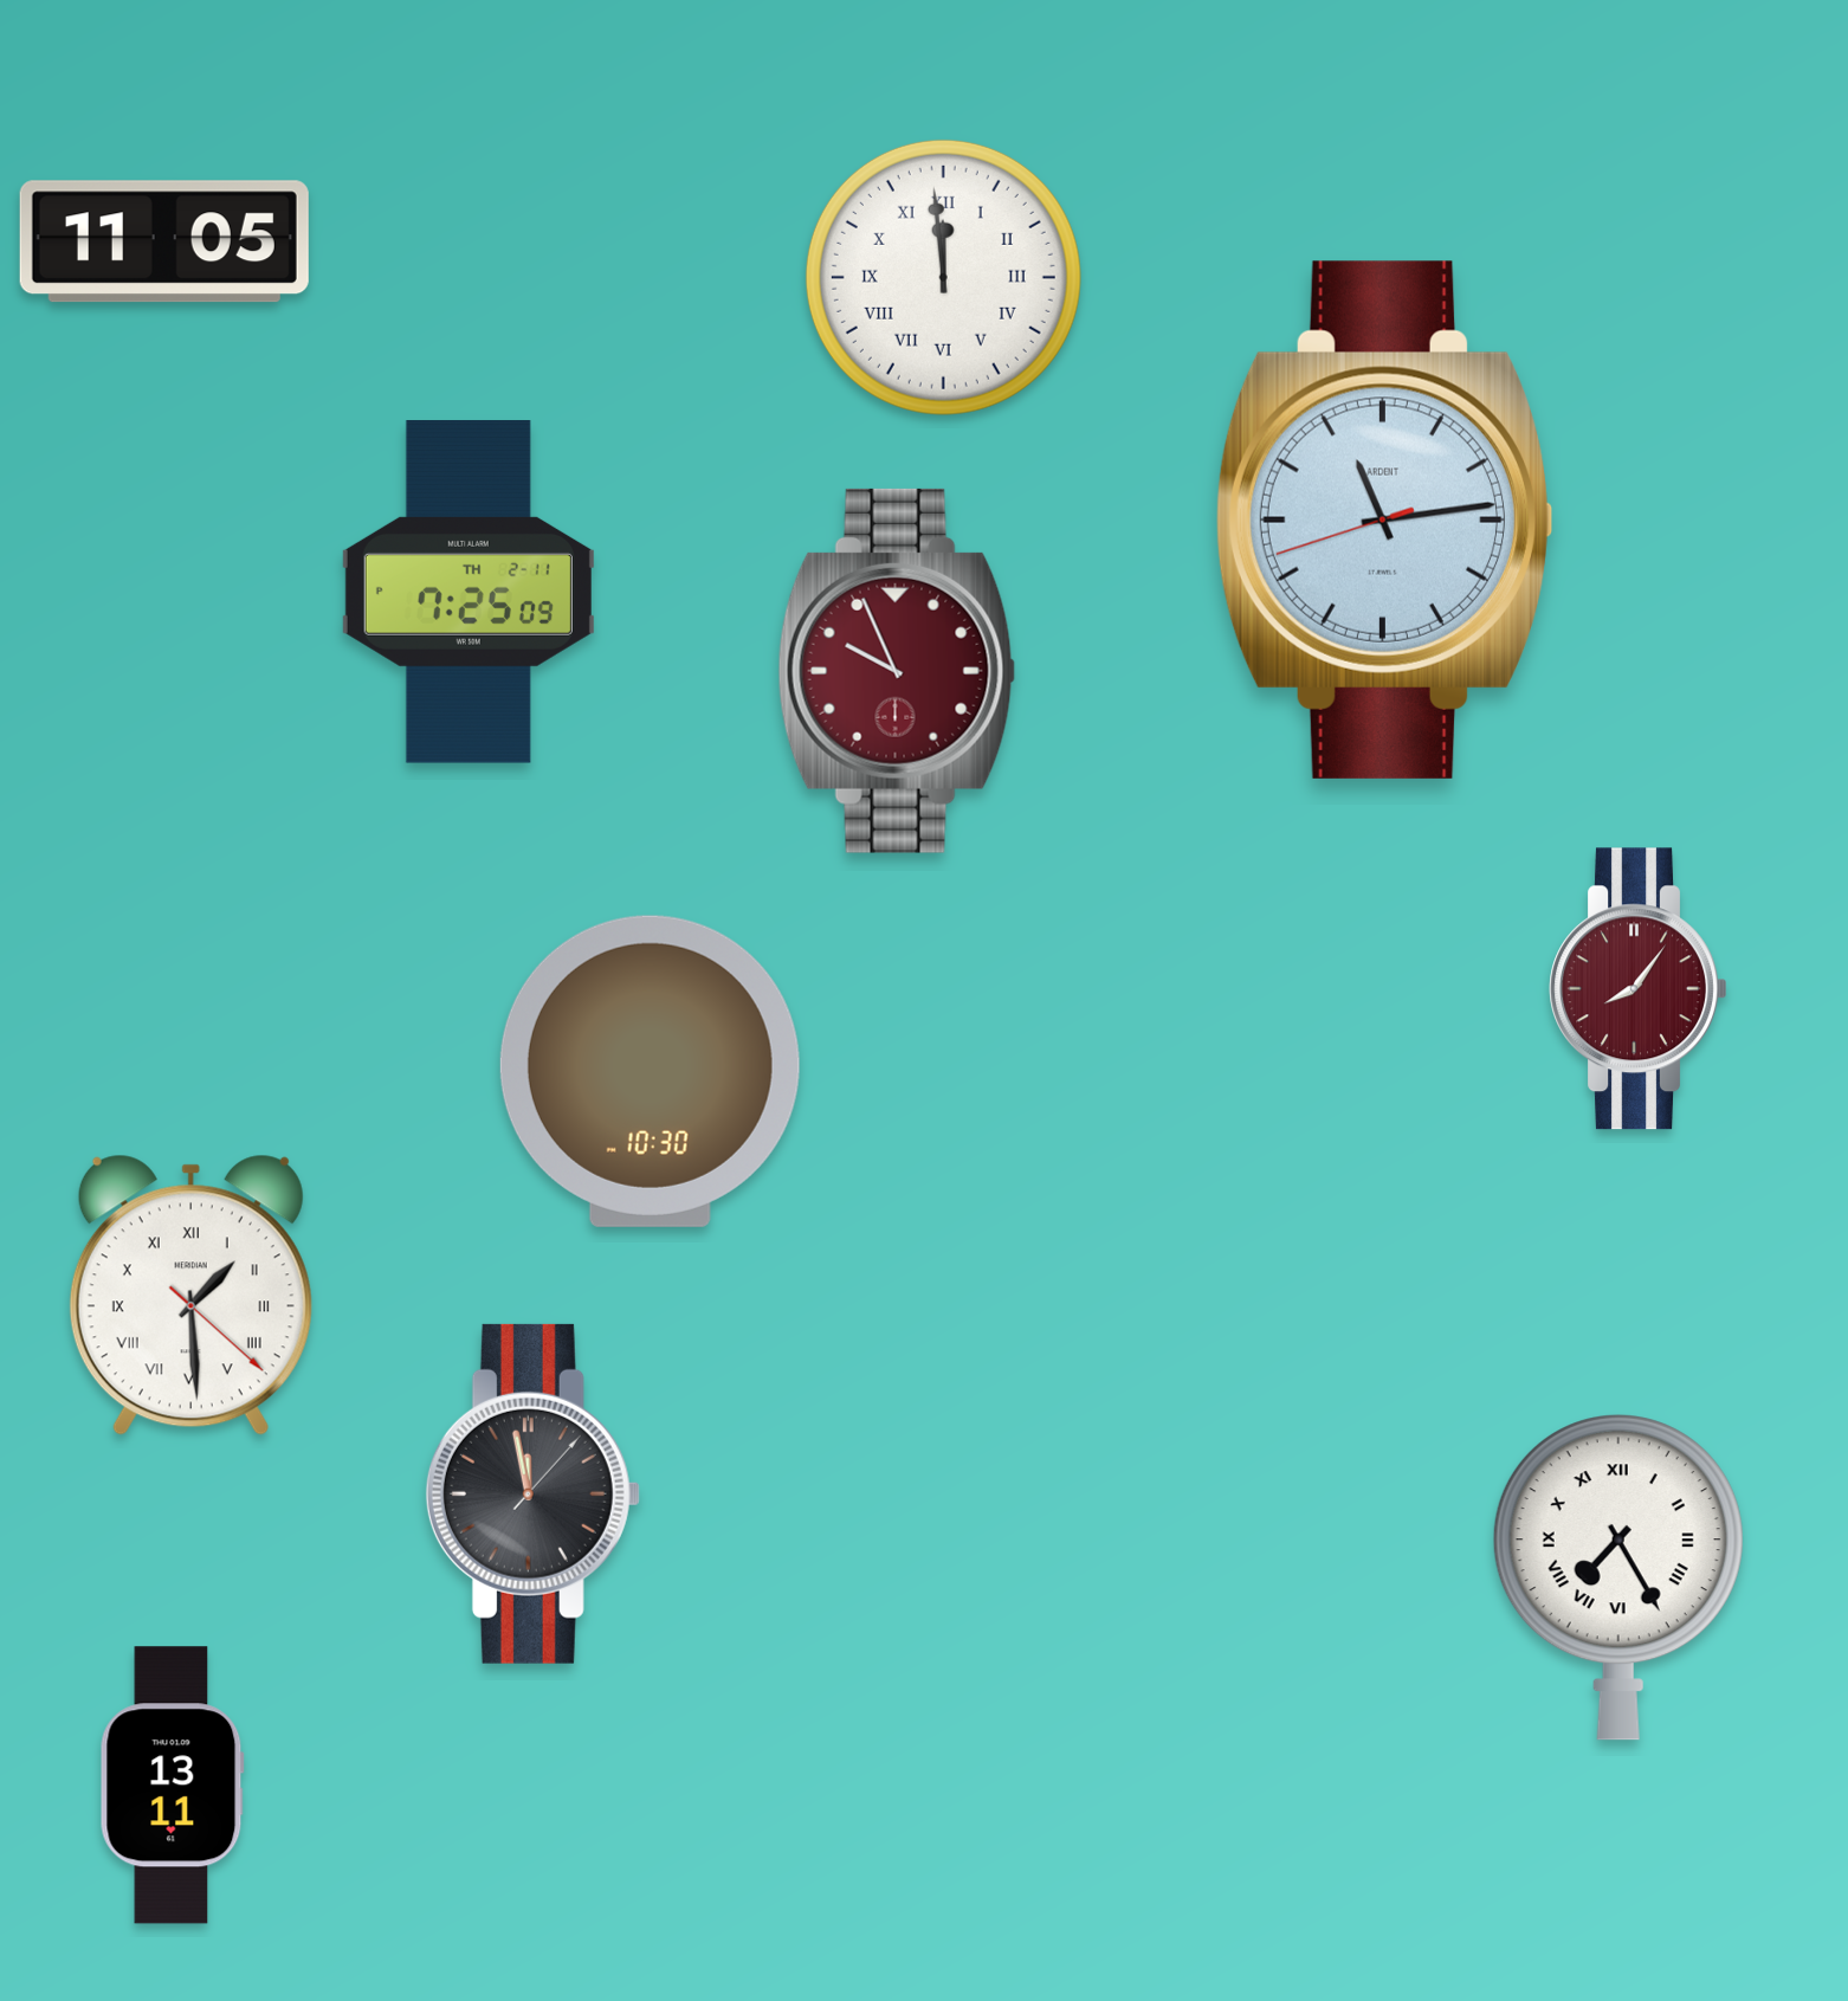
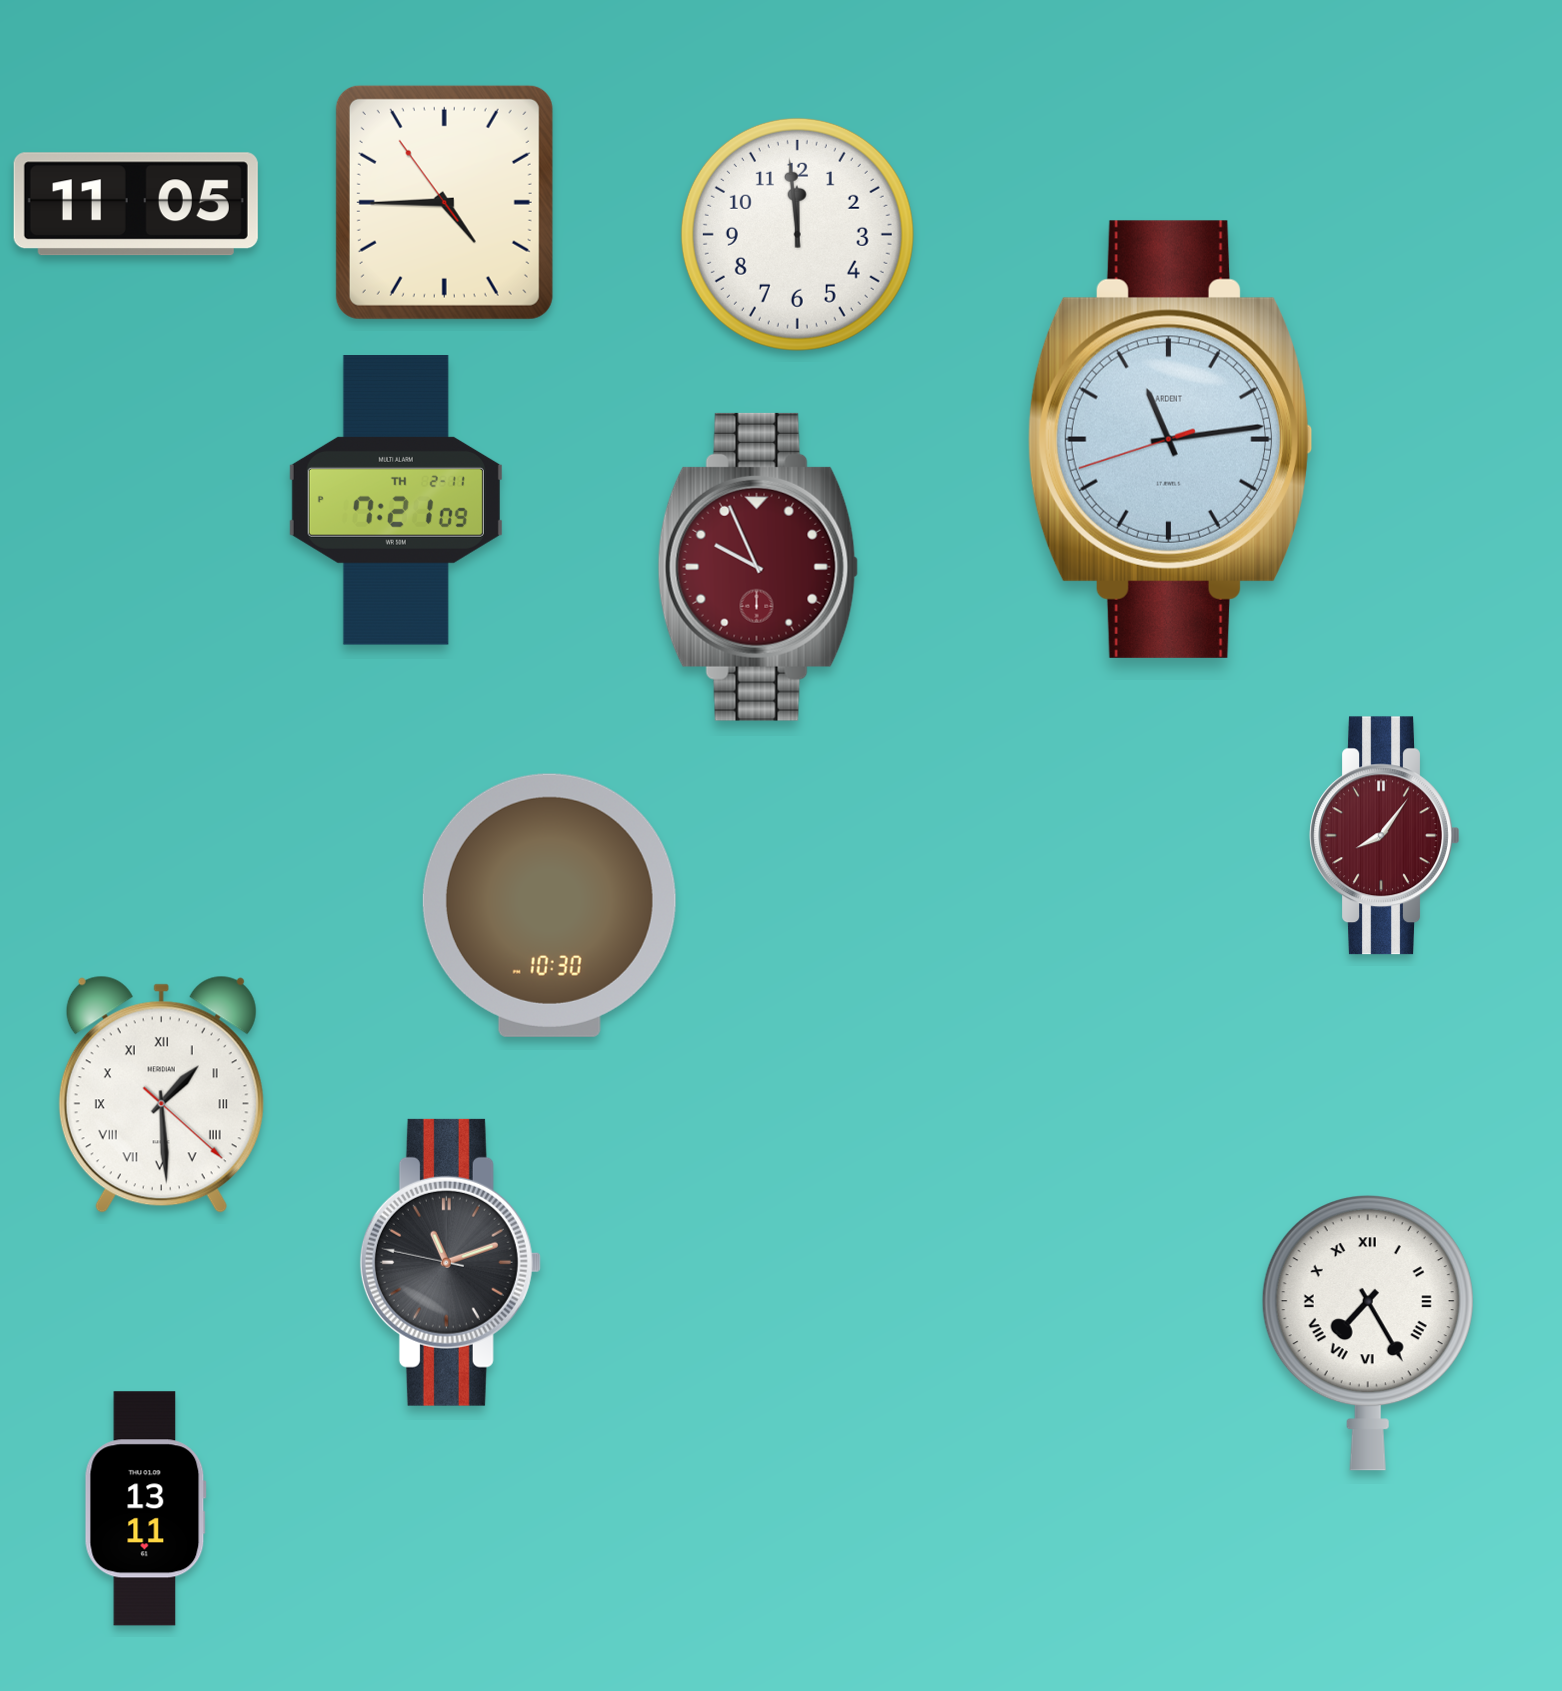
clock at (444, 202): none -> 4:44
clock at (164, 241) position: (164, 241) -> (136, 204)
clock at (943, 277) numerals: Roman -> Arabic
clock at (469, 592): 7:25 -> 7:21
clock at (532, 1493): 11:58 -> 11:11
